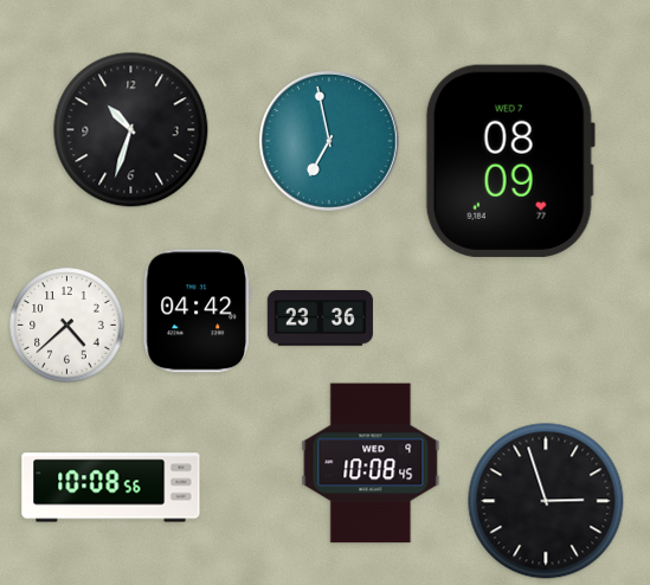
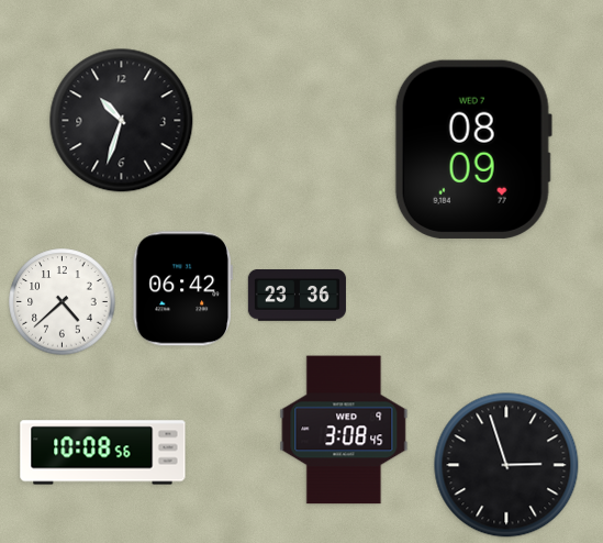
clock at (329, 141): 6:58 -> none
clock at (197, 311): 04:42 -> 06:42
clock at (371, 463): 10:08 -> 3:08
